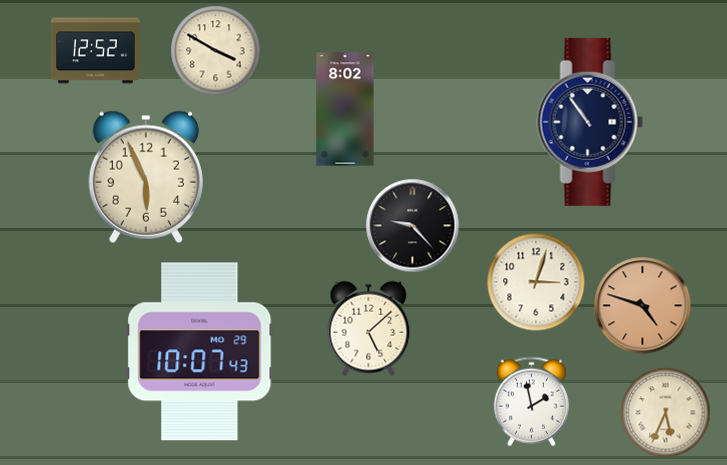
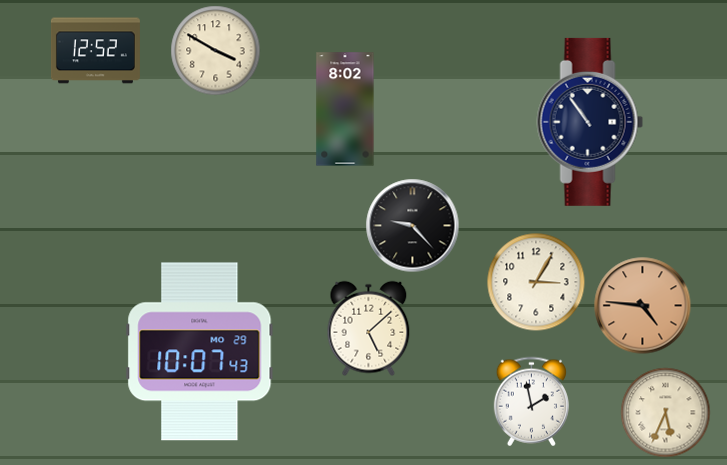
clock at (146, 177): 5:56 -> none
clock at (536, 282): 3:03 -> 3:05
clock at (643, 306): 4:48 -> 4:46
